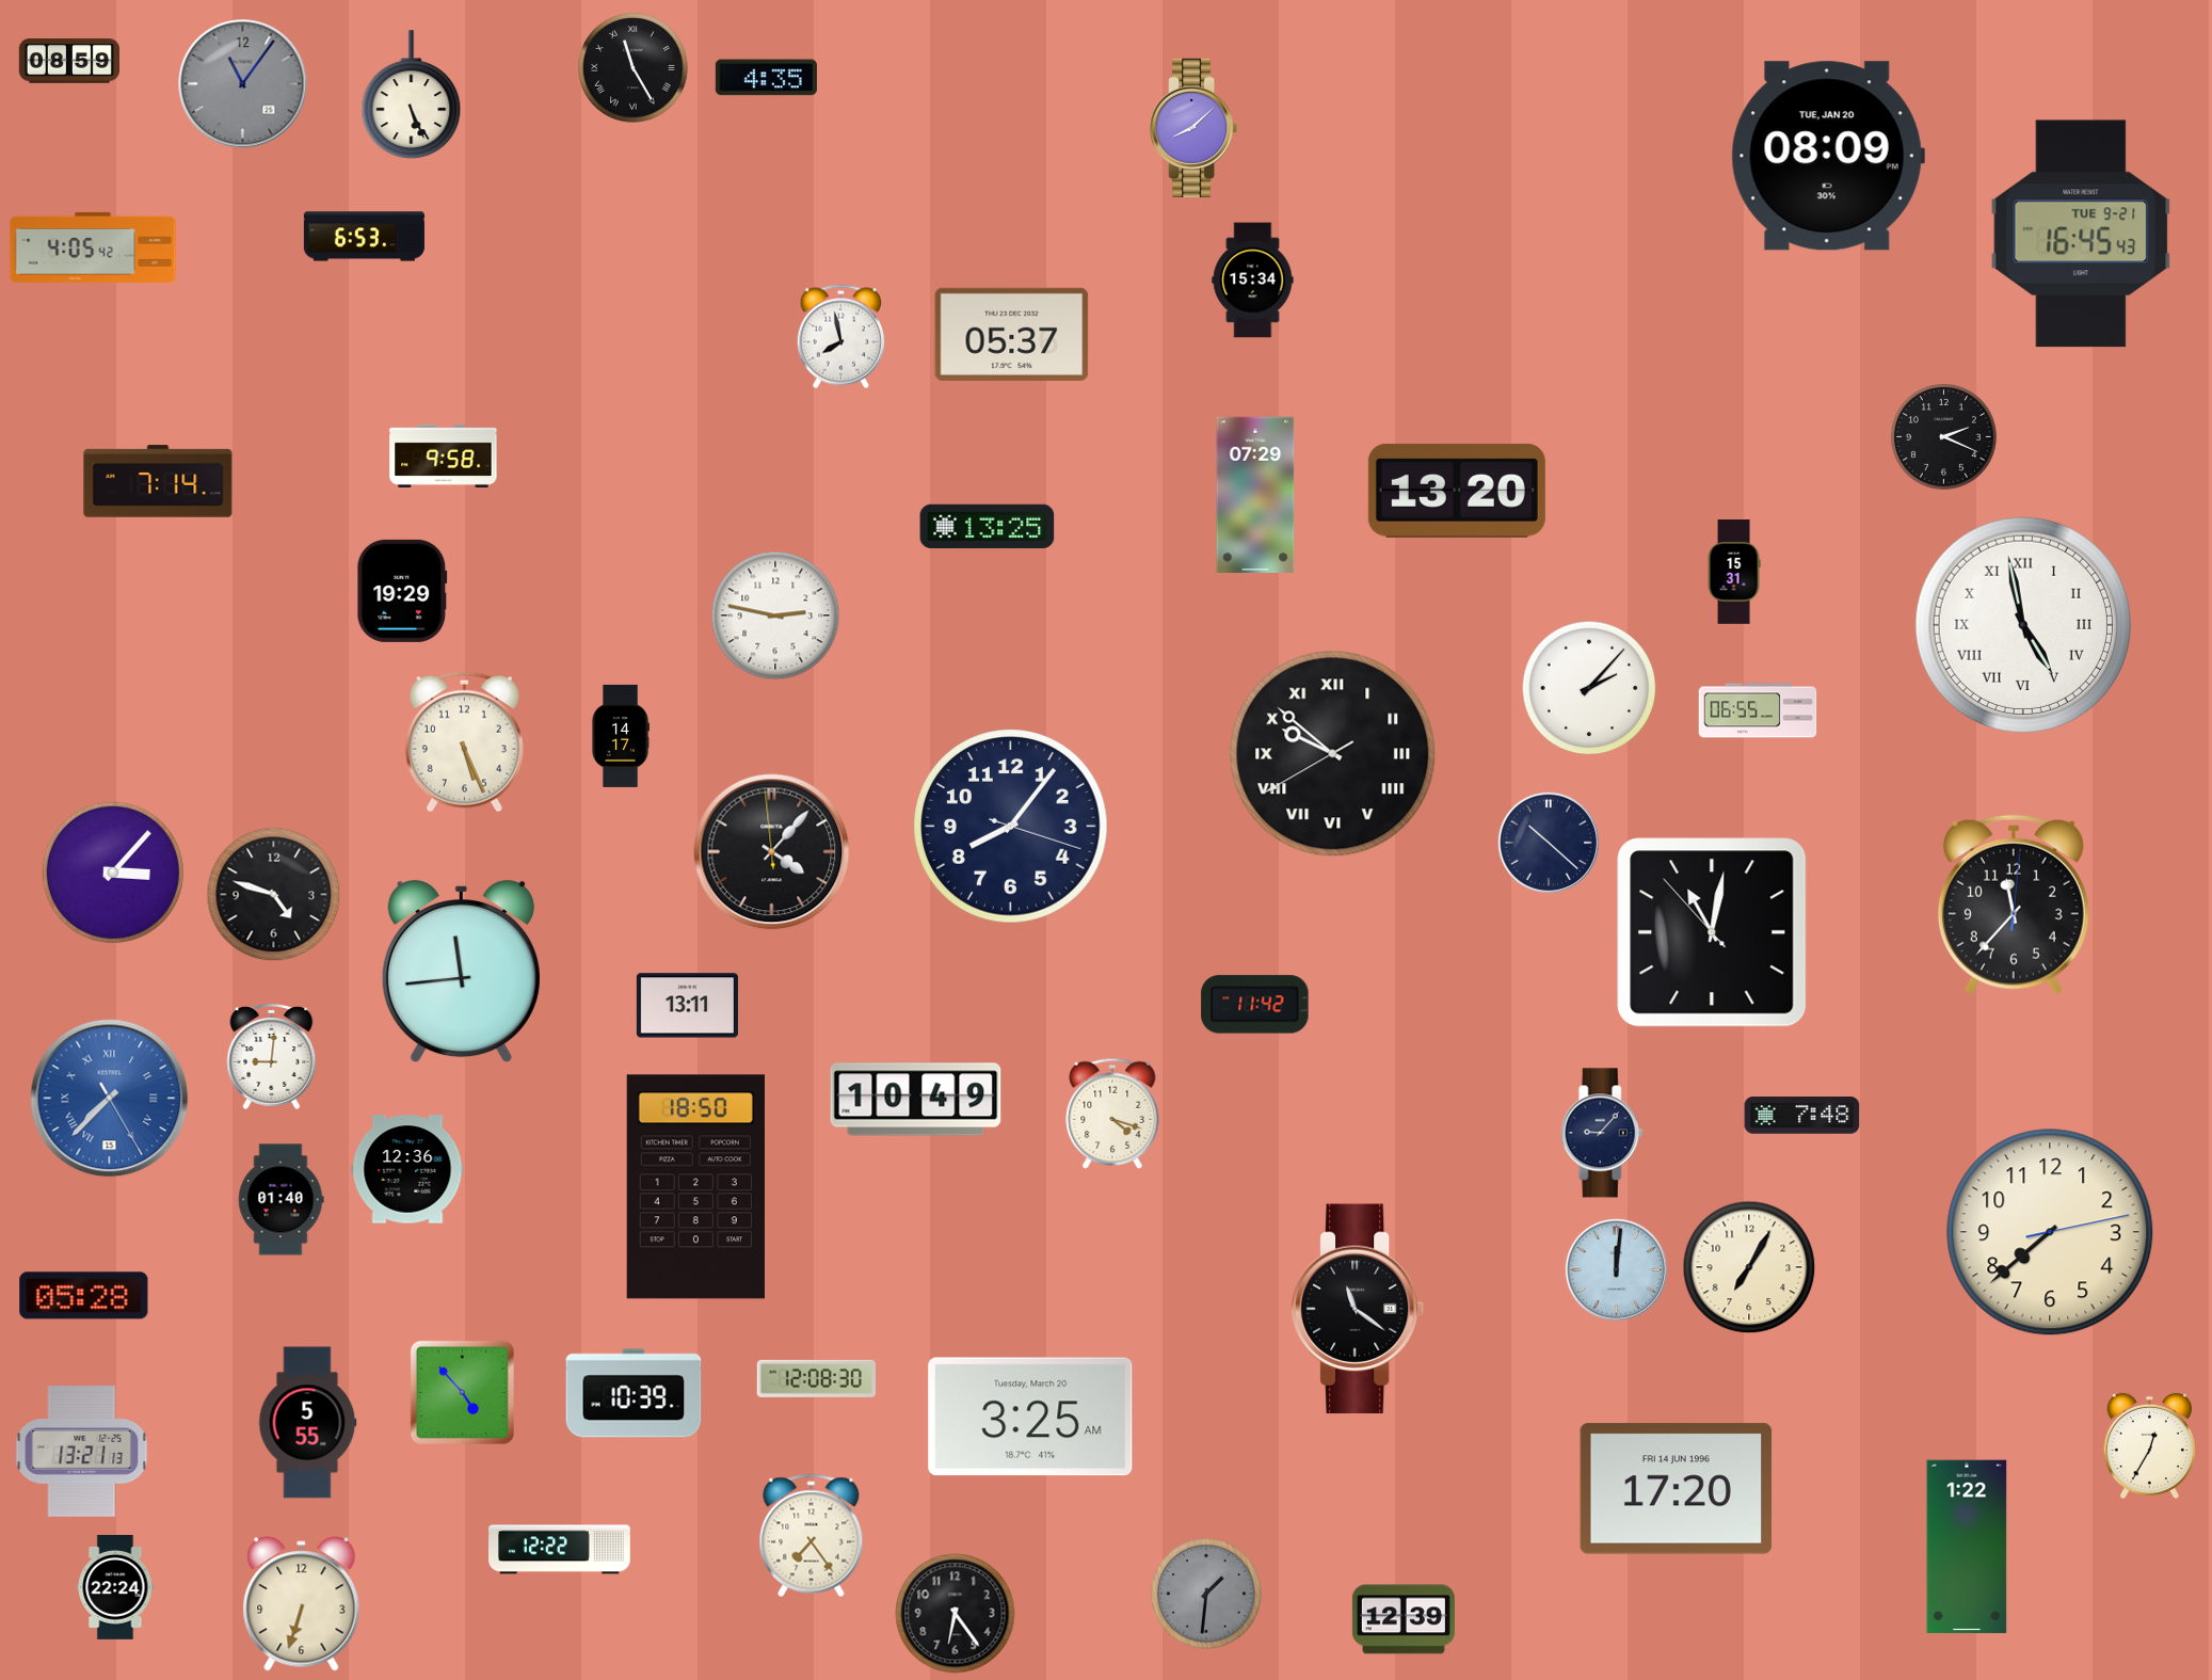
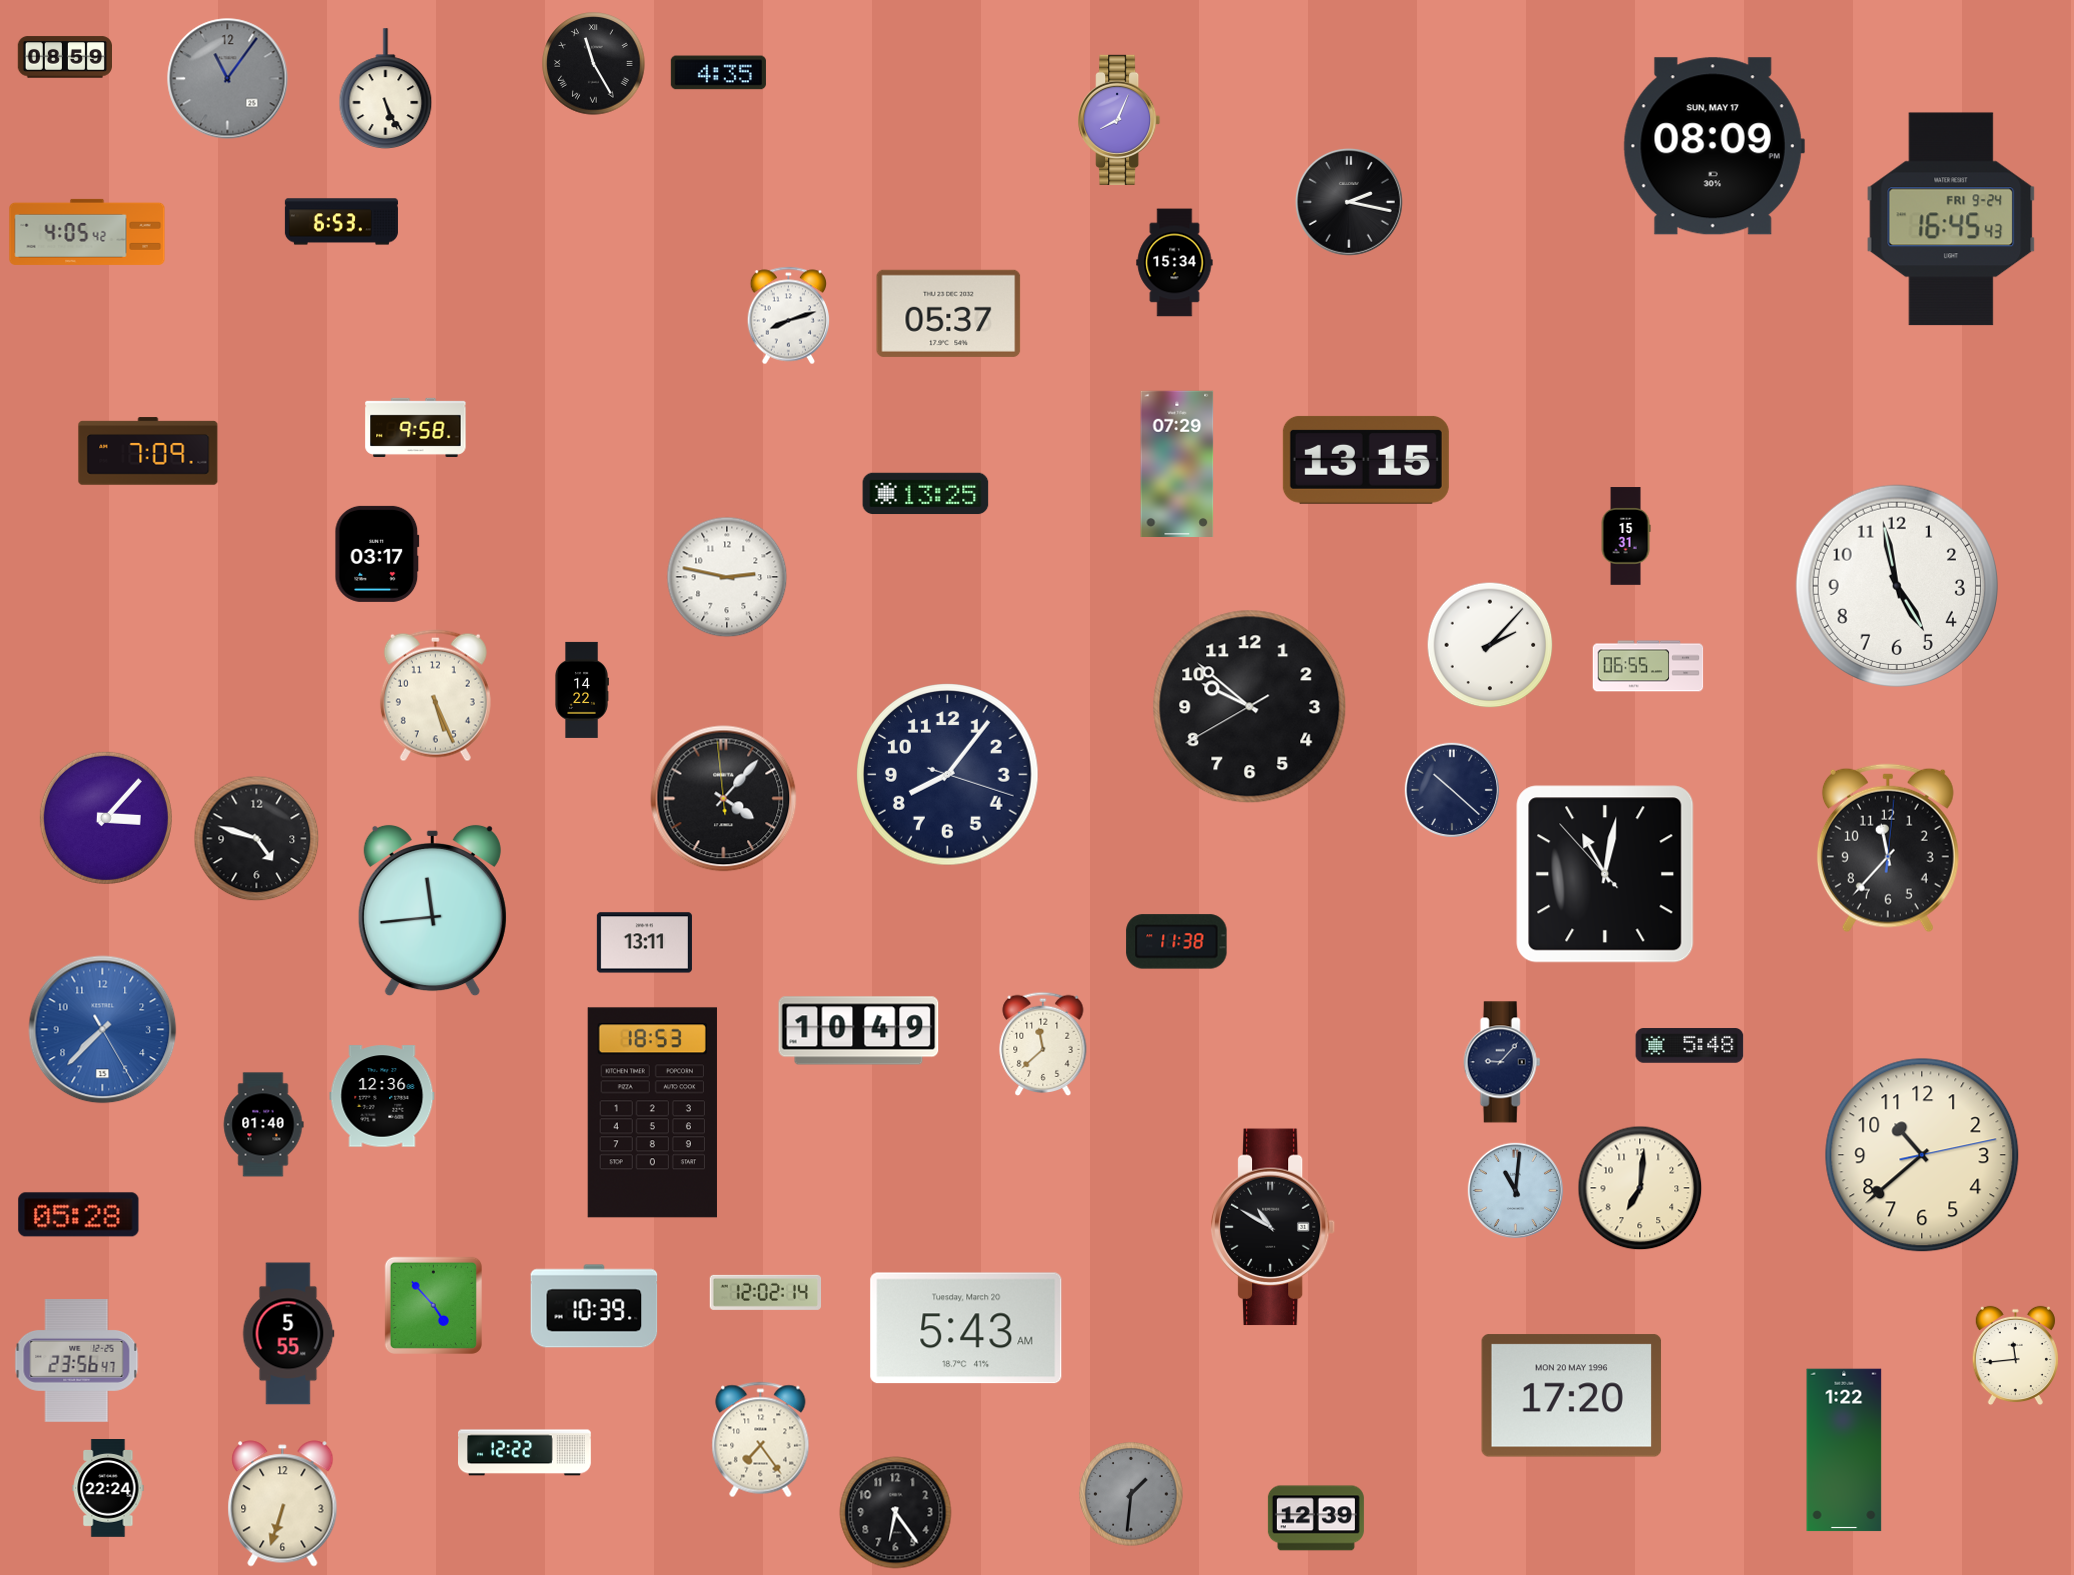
clock at (1193, 128): 8:08 -> 8:04
clock at (1828, 156) date: TUE, JAN 20 -> SUN, MAY 17
clock at (1349, 202): none -> 2:17
clock at (2081, 234) date: TUE 9-21 -> FRI 9-24
clock at (841, 337): 7:58 -> 8:12
clock at (1943, 436): 2:19 -> none
clock at (158, 481): 7:14 -> 7:09
clock at (1457, 491): 13:20 -> 13:15
clock at (402, 591): 19:29 -> 03:17
clock at (2022, 624) numerals: Roman -> Arabic
clock at (621, 736): 14:17 -> 14:22
clock at (1333, 754) numerals: Roman -> Arabic
clock at (1255, 1005): 11:42 -> 11:38
clock at (272, 1056): 9:01 -> none
clock at (110, 1099) numerals: Roman -> Arabic
clock at (1112, 1114): 4:18 -> 11:38
clock at (1802, 1116): 7:48 -> 5:48
clock at (695, 1187): 18:50 -> 18:53
clock at (2050, 1232): 7:38 -> 10:38
clock at (1749, 1267): 7:05 -> 7:01
clock at (1616, 1269): 12:01 -> 11:01
clock at (1358, 1309): 11:21 -> 10:50
clock at (816, 1378): 12:08 -> 12:02
clock at (1030, 1417): 3:25 -> 5:43
clock at (2149, 1446): 12:35 -> 11:44
clock at (82, 1452): 13:21 -> 23:56
clock at (1677, 1489) date: FRI 14 JUN 1996 -> MON 20 MAY 1996
